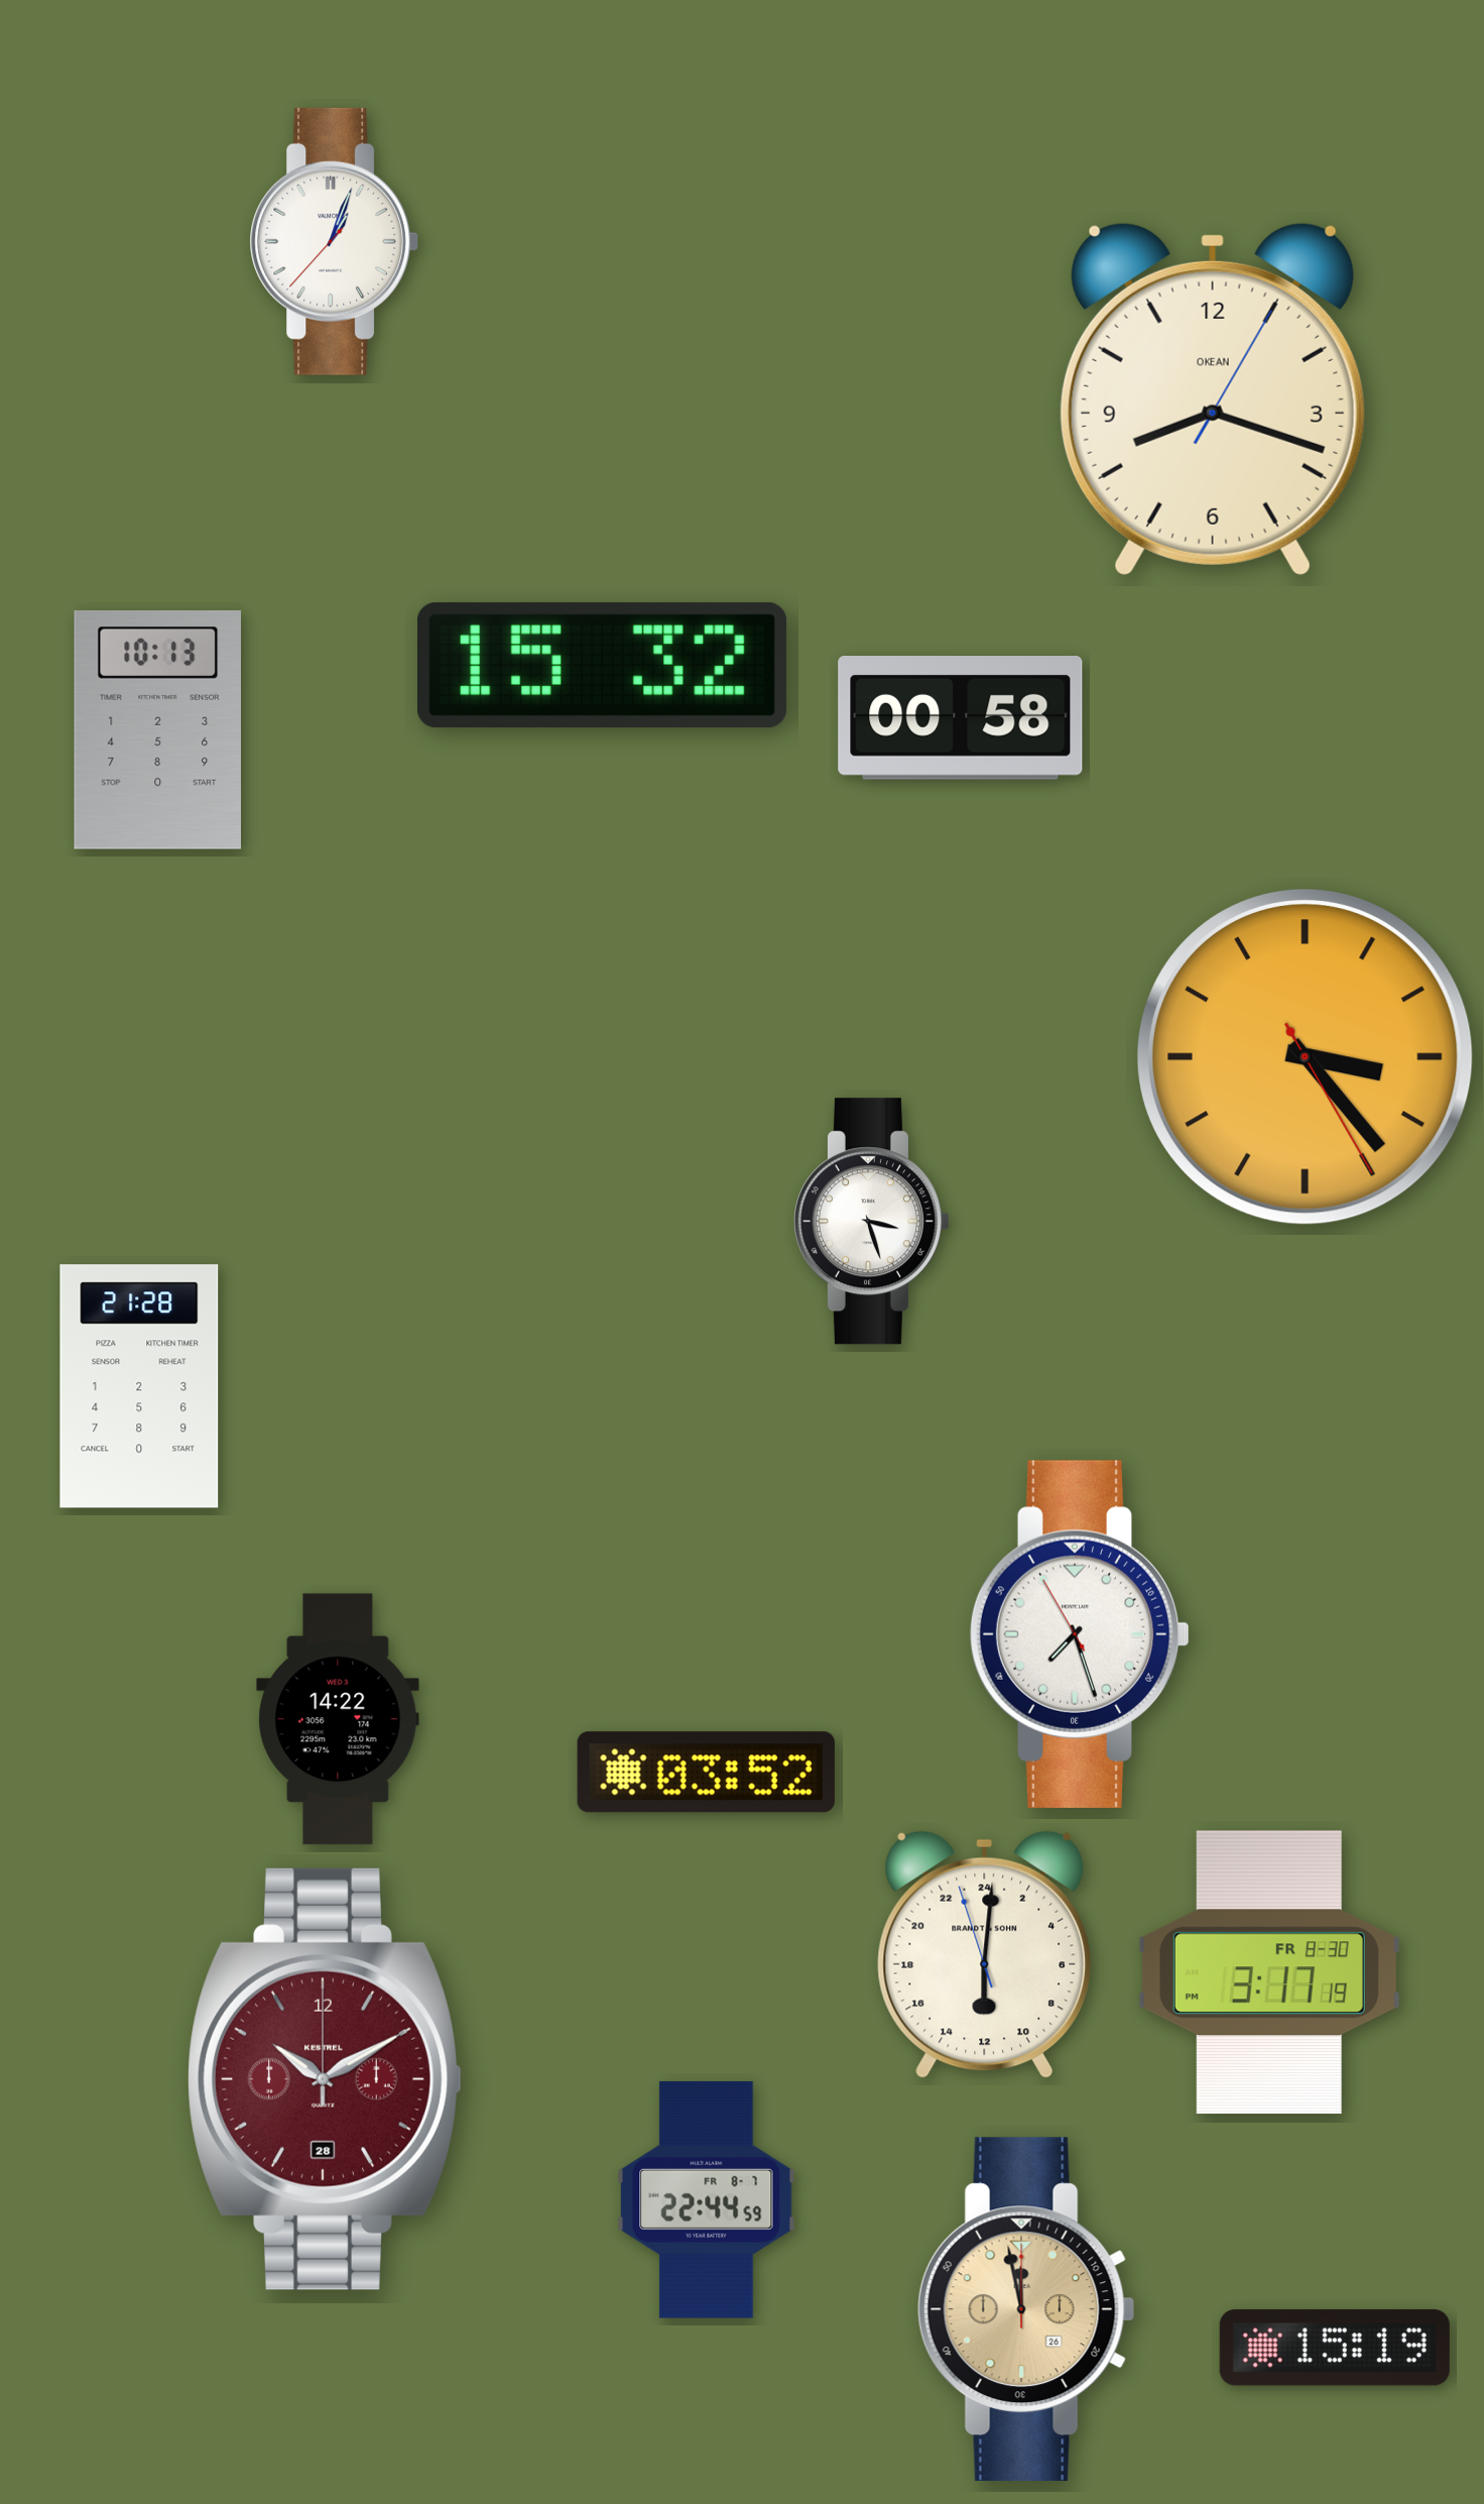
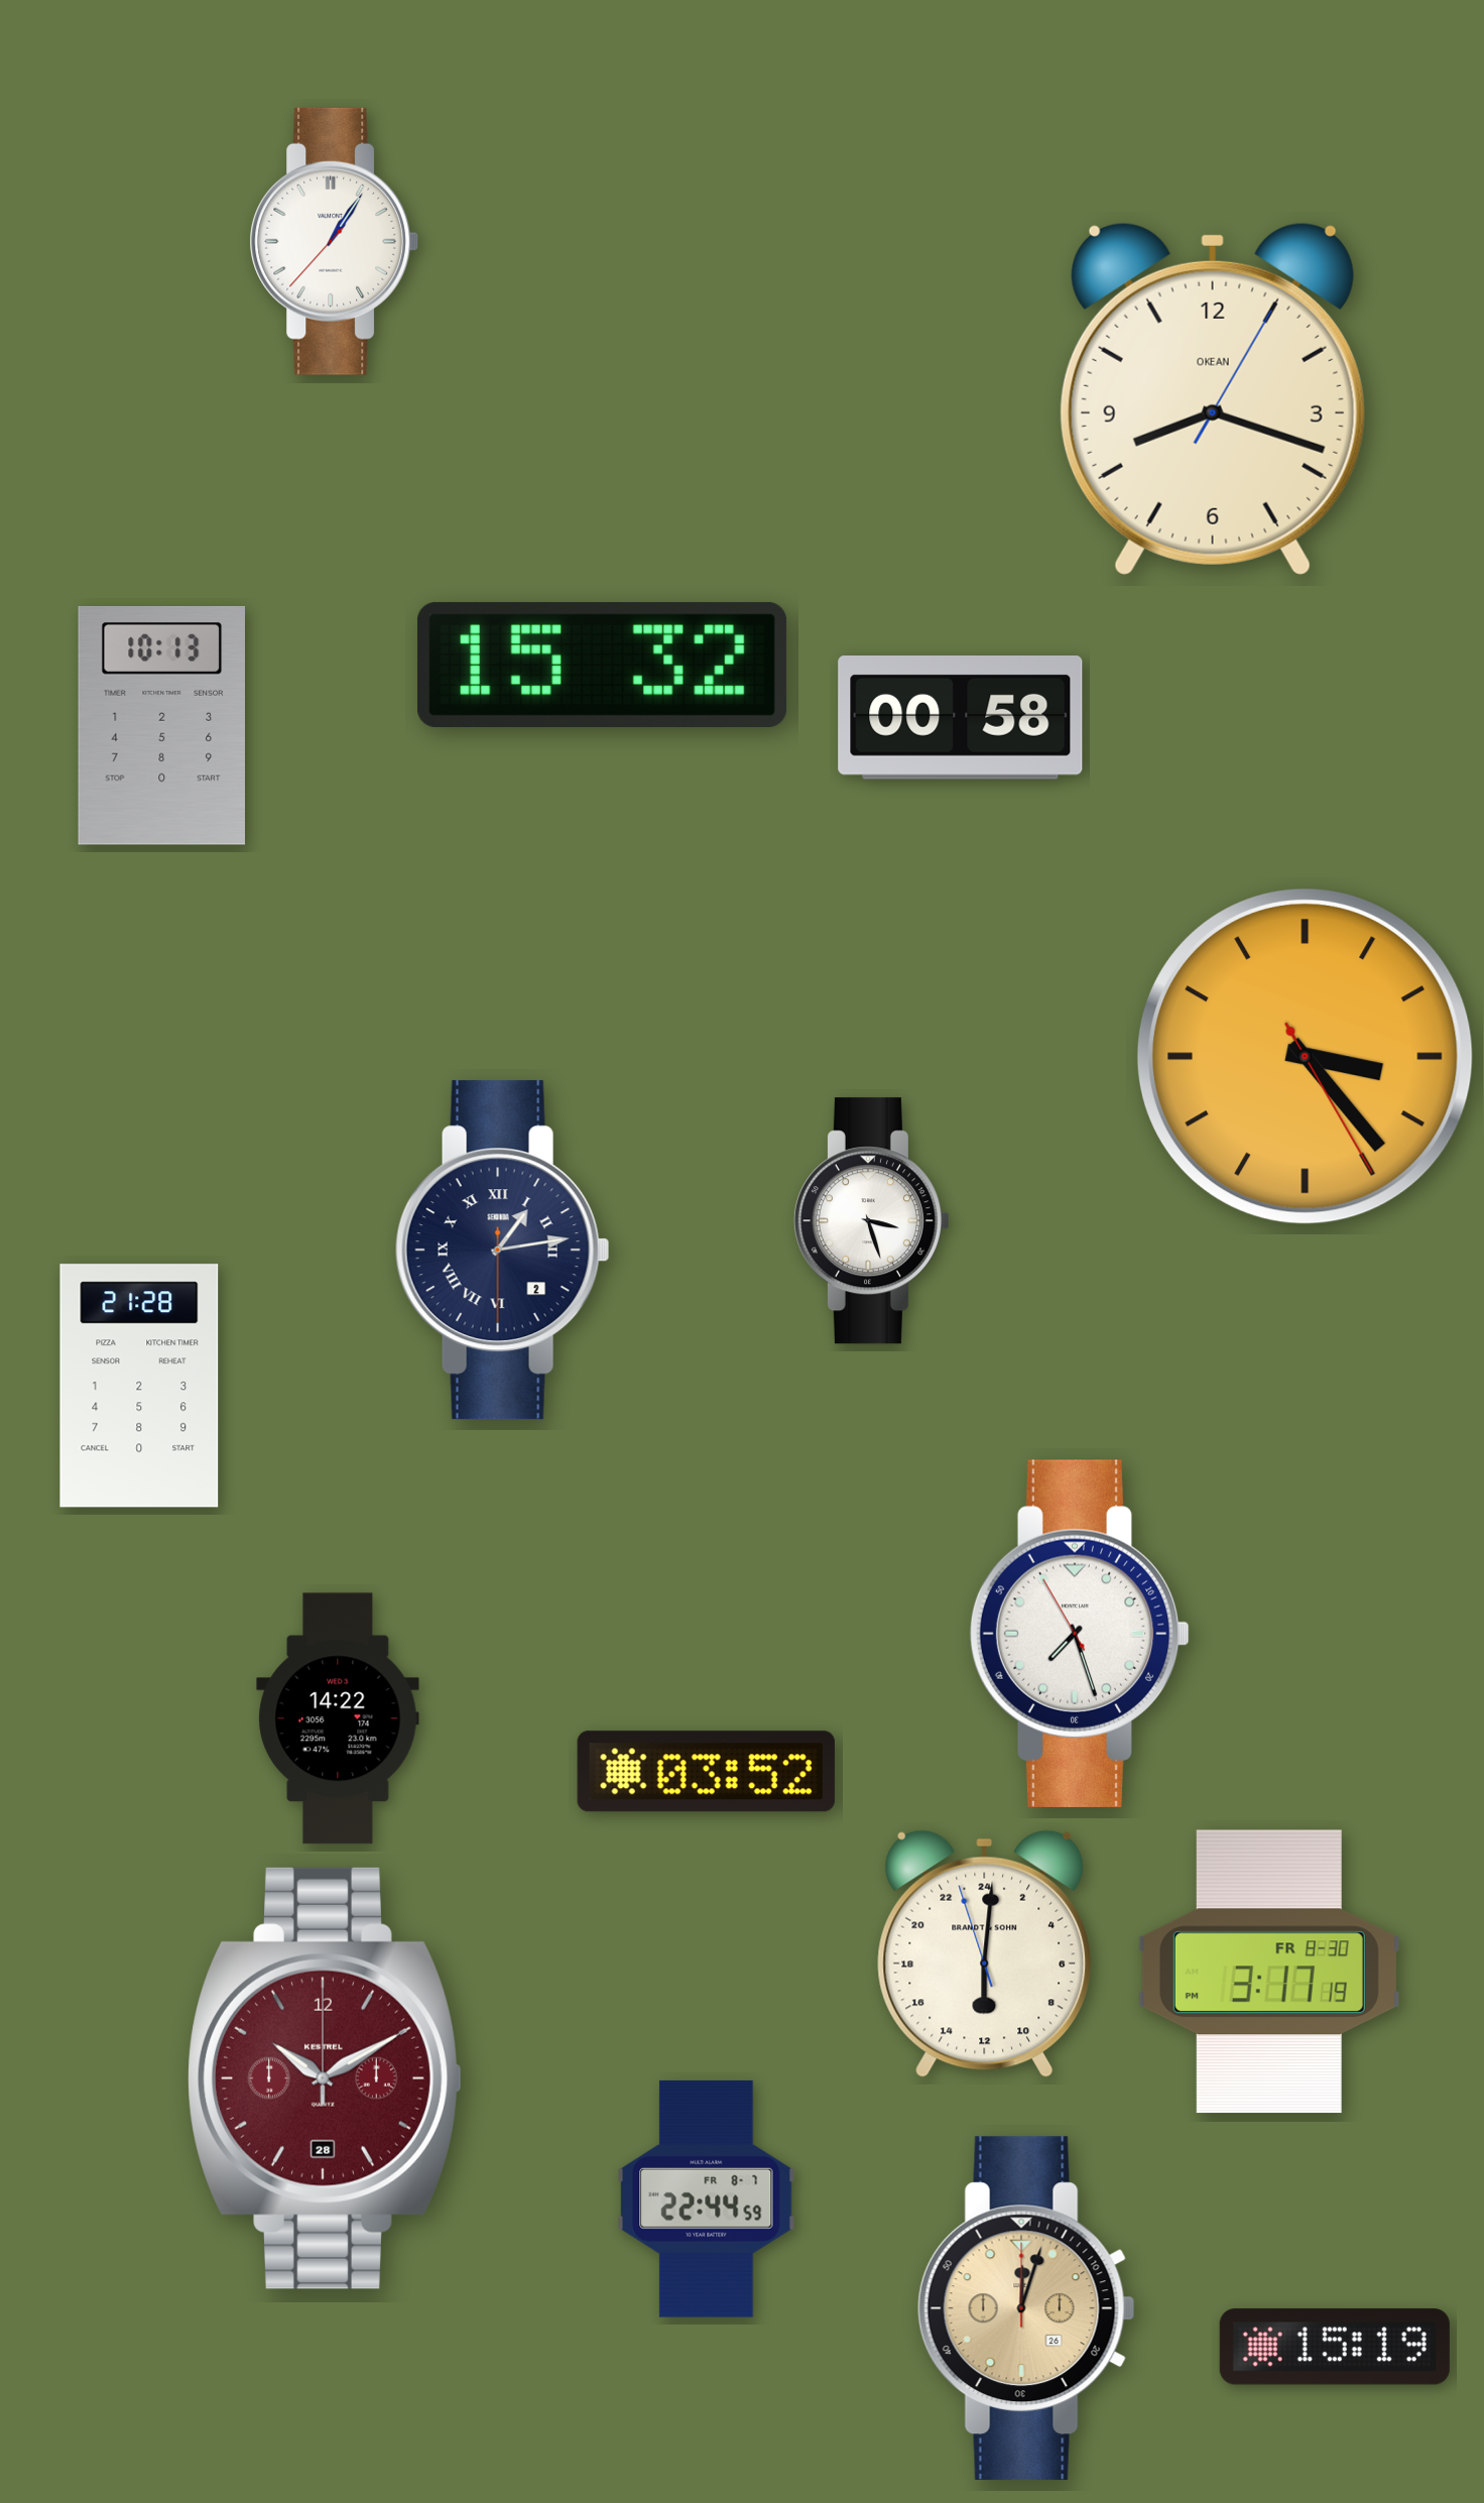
clock at (335, 241): 1:03 -> 1:05
clock at (157, 729) position: (157, 729) -> (161, 725)
clock at (502, 1250): none -> 1:13
clock at (1026, 2309): 11:58 -> 12:03
